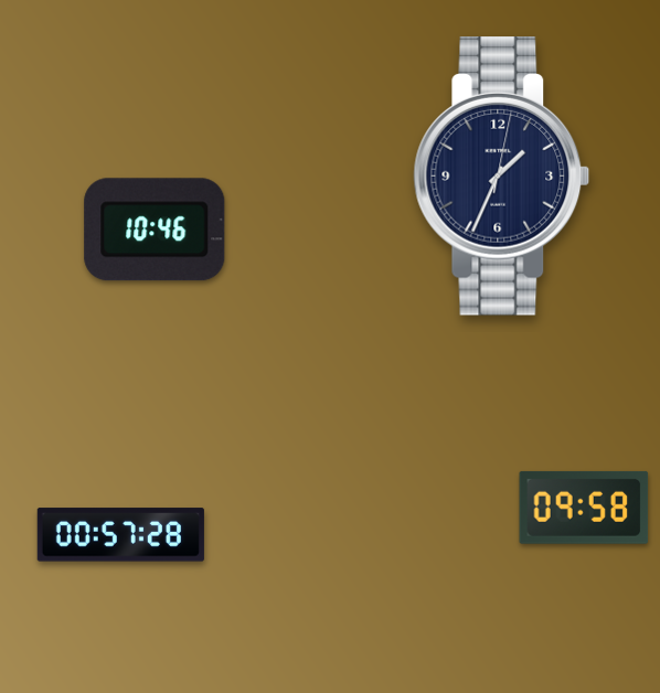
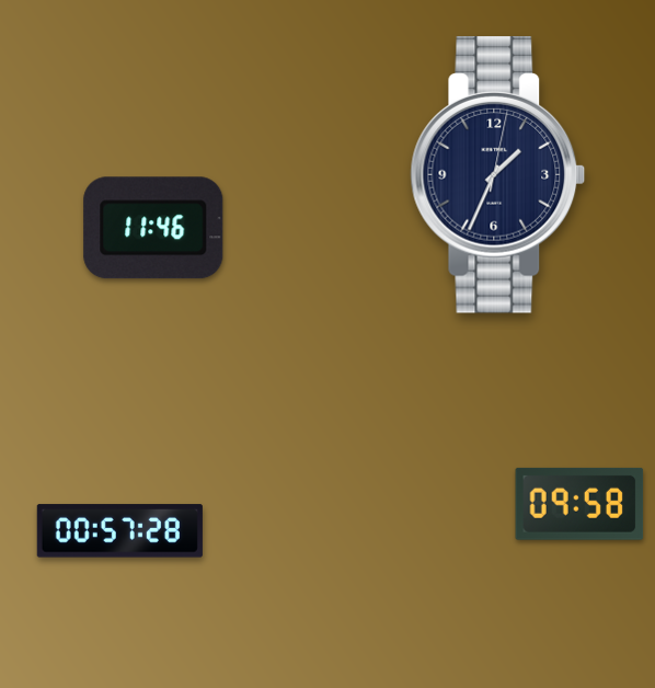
clock at (155, 230): 10:46 -> 11:46
